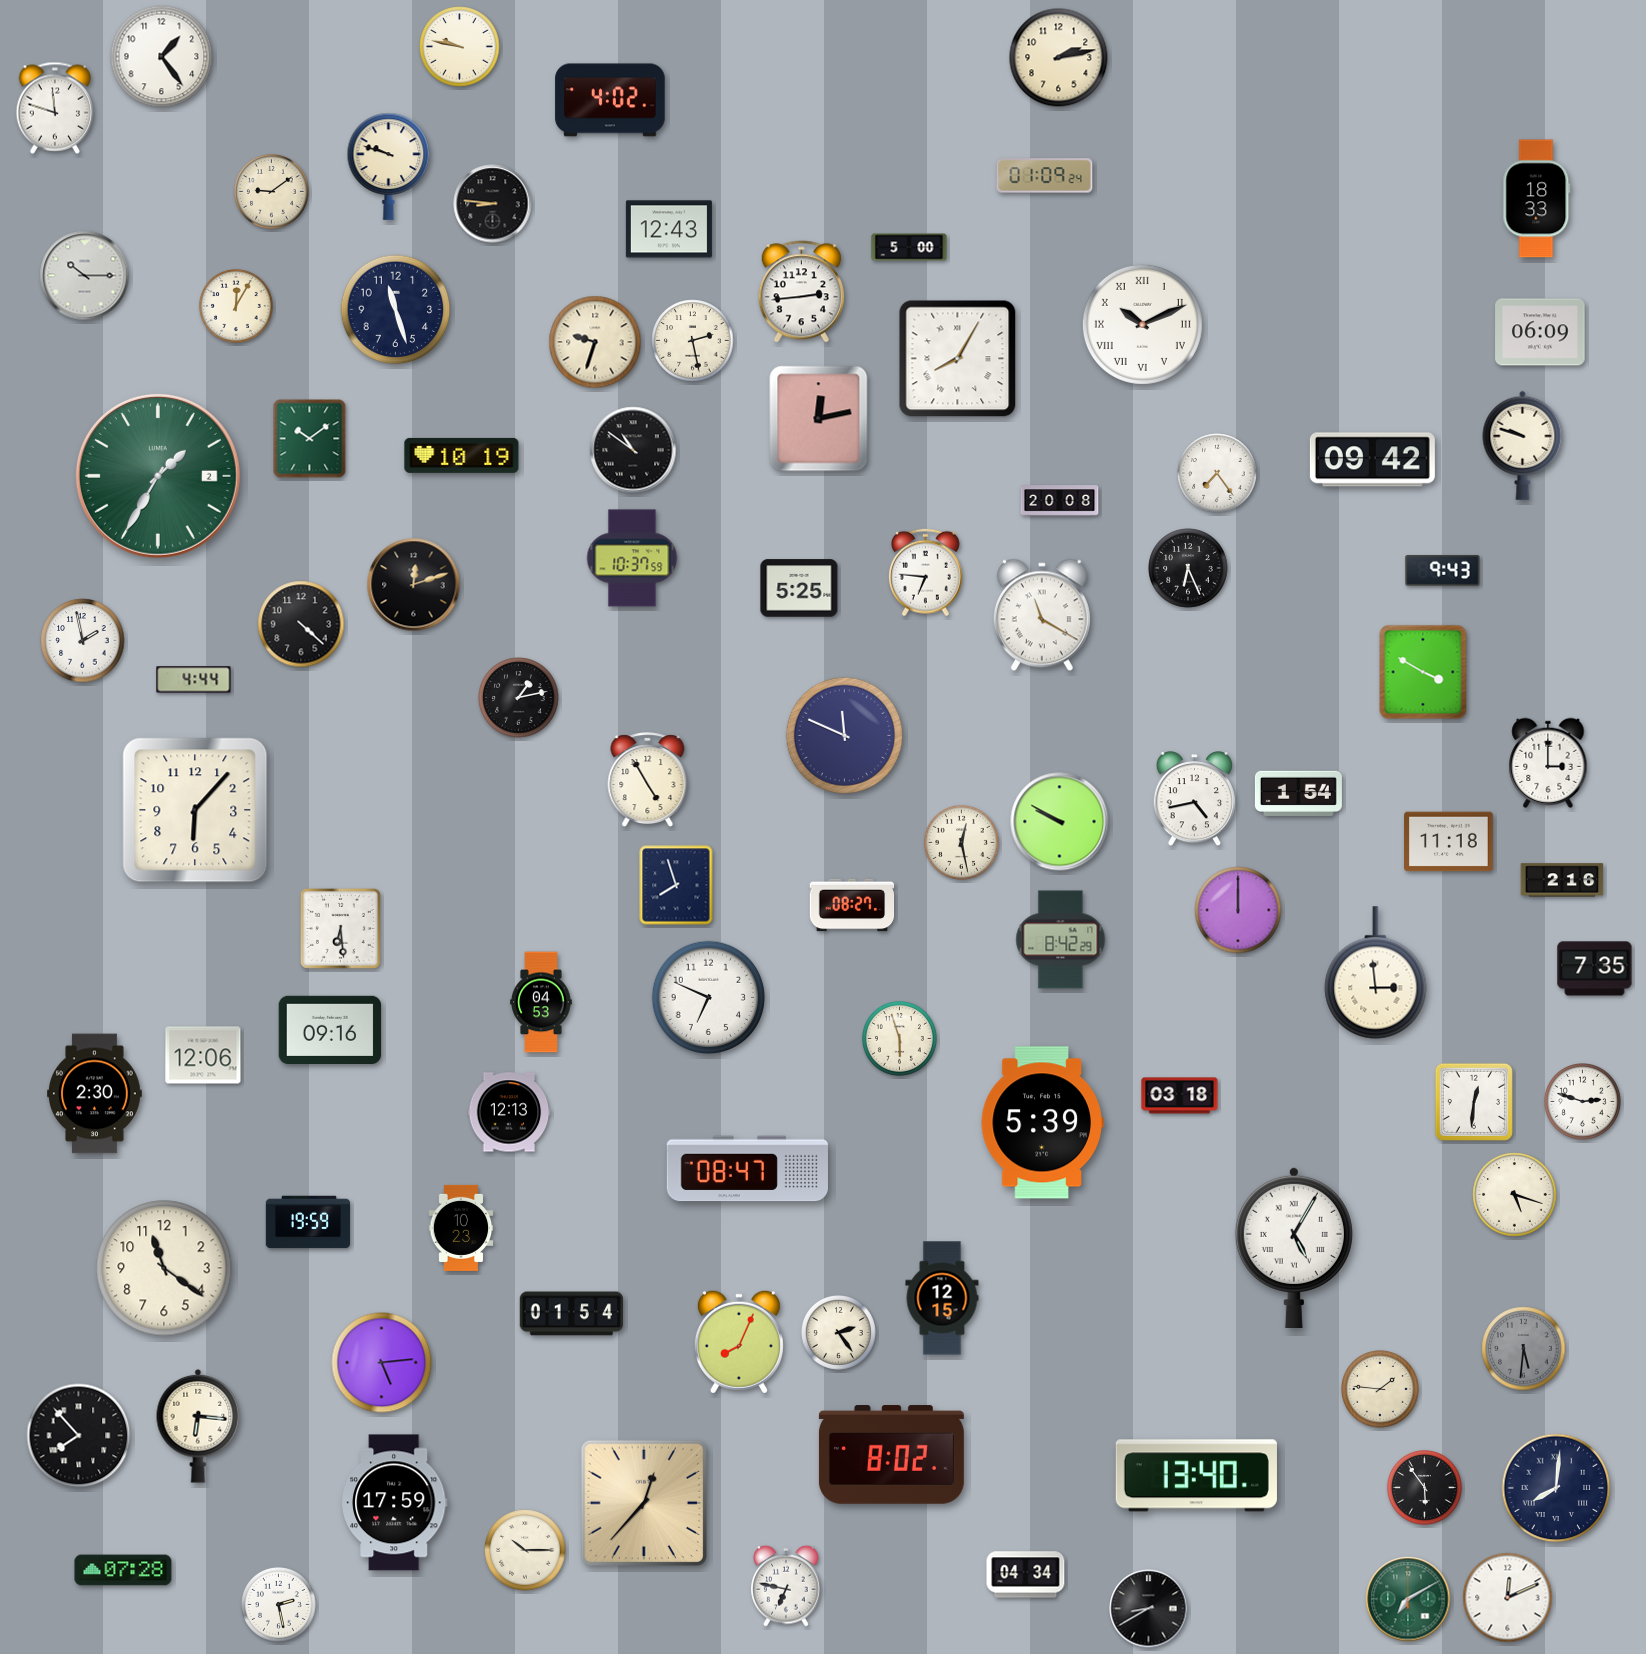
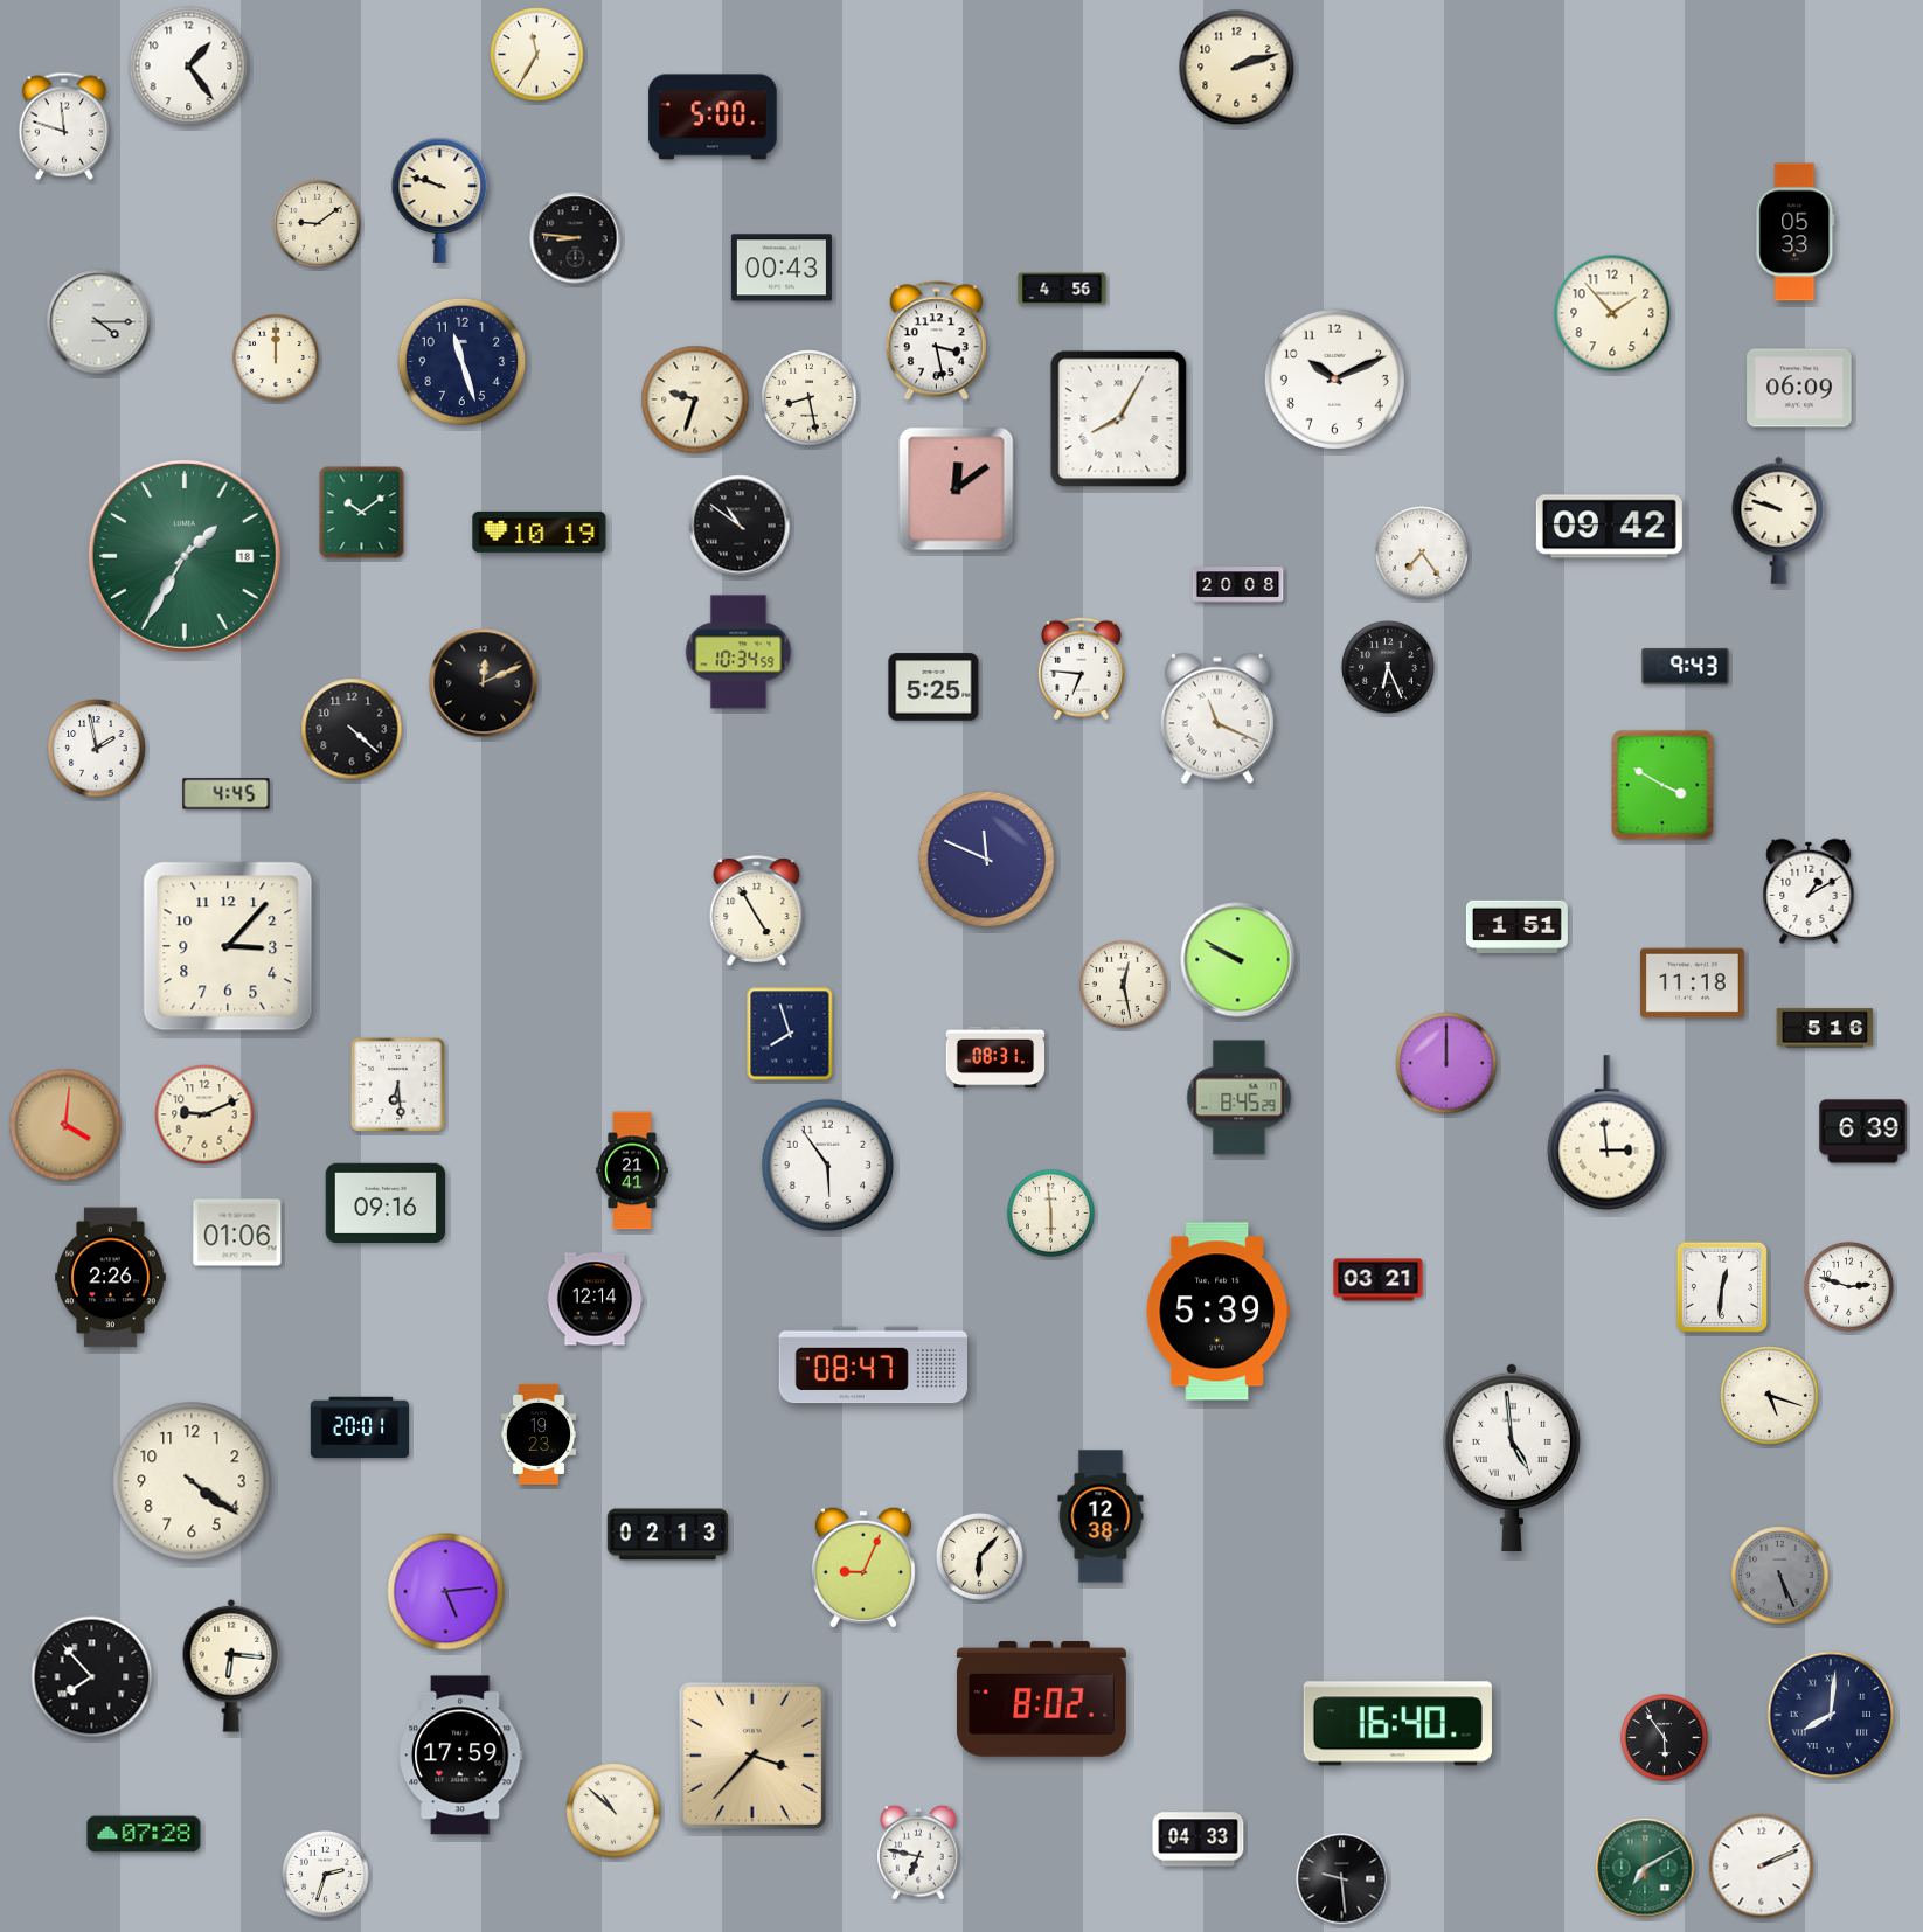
clock at (460, 47): 9:47 -> 11:35
clock at (1059, 58): 2:13 -> 2:12
clock at (610, 100): 4:02 -> 5:00
clock at (389, 166) position: (389, 166) -> (440, 200)
clock at (1045, 176): 01:09 -> none
clock at (1537, 199): 18:33 -> 05:33
clock at (669, 229): 12:43 -> 00:43
clock at (909, 247): 5:00 -> 4:56
clock at (1612, 313): none -> 1:53
clock at (85, 276): 10:15 -> 4:15
clock at (801, 292): 2:44 -> 3:28
clock at (236, 306): 12:05 -> 12:00
clock at (1142, 324) numerals: Roman -> Arabic
clock at (693, 341): 2:28 -> 8:28
clock at (819, 419): 12:13 -> 12:09
clock at (1372, 460) position: (1372, 460) -> (1609, 527)
clock at (158, 476) date: 2 -> 18
clock at (632, 558): 10:37 -> 10:34
clock at (1188, 568) position: (1188, 568) -> (1388, 667)
clock at (414, 585): 12:12 -> 12:11
clock at (1042, 615): 11:20 -> 11:19
clock at (194, 680): 4:44 -> 4:45
clock at (519, 698): 1:13 -> none
clock at (1548, 762): 3:00 -> 1:10
clock at (1298, 793): 1:54 -> 1:51
clock at (1194, 799): 4:43 -> none
clock at (195, 810): 6:07 -> 3:07
clock at (1562, 880): 2:16 -> 5:16
clock at (852, 905): 08:27 -> 08:31
clock at (1061, 940): 8:42 -> 8:45
clock at (204, 1114): none -> 9:11
clock at (65, 1125): none -> 4:01
clock at (1595, 969): 7:35 -> 6:39
clock at (1376, 973) position: (1376, 973) -> (1608, 1133)
clock at (709, 998): 6:49 -> 5:54
clock at (541, 1002): 04:53 -> 21:41
clock at (899, 1038): 5:57 -> 5:59
clock at (203, 1055): 12:06 -> 01:06
clock at (95, 1094): 2:30 -> 2:26
clock at (1180, 1096): 03:18 -> 03:21
clock at (509, 1112): 12:13 -> 12:14
clock at (308, 1222): 19:59 -> 20:01
clock at (461, 1228): 10:23 -> 19:23
clock at (1294, 1247): 5:05 -> 4:59
clock at (164, 1268): 11:21 -> 4:21
clock at (942, 1298): 12:15 -> 12:38
clock at (572, 1314): 01:54 -> 02:13
clock at (838, 1332): 2:24 -> 6:07
clock at (739, 1342): 8:04 -> 9:04
clock at (1524, 1349): 5:31 -> 5:26
clock at (1380, 1389): 1:46 -> none
clock at (1196, 1476): 13:40 -> 16:40
clock at (1556, 1488) position: (1556, 1488) -> (1831, 1715)
clock at (644, 1503): 12:37 -> 3:37
clock at (525, 1550): 10:15 -> 10:52
clock at (1026, 1575): 04:34 -> 04:33
clock at (1508, 1598): 12:11 -> 2:11
clock at (278, 1604): 2:28 -> 2:33
clock at (1149, 1609): 8:40 -> 9:29
